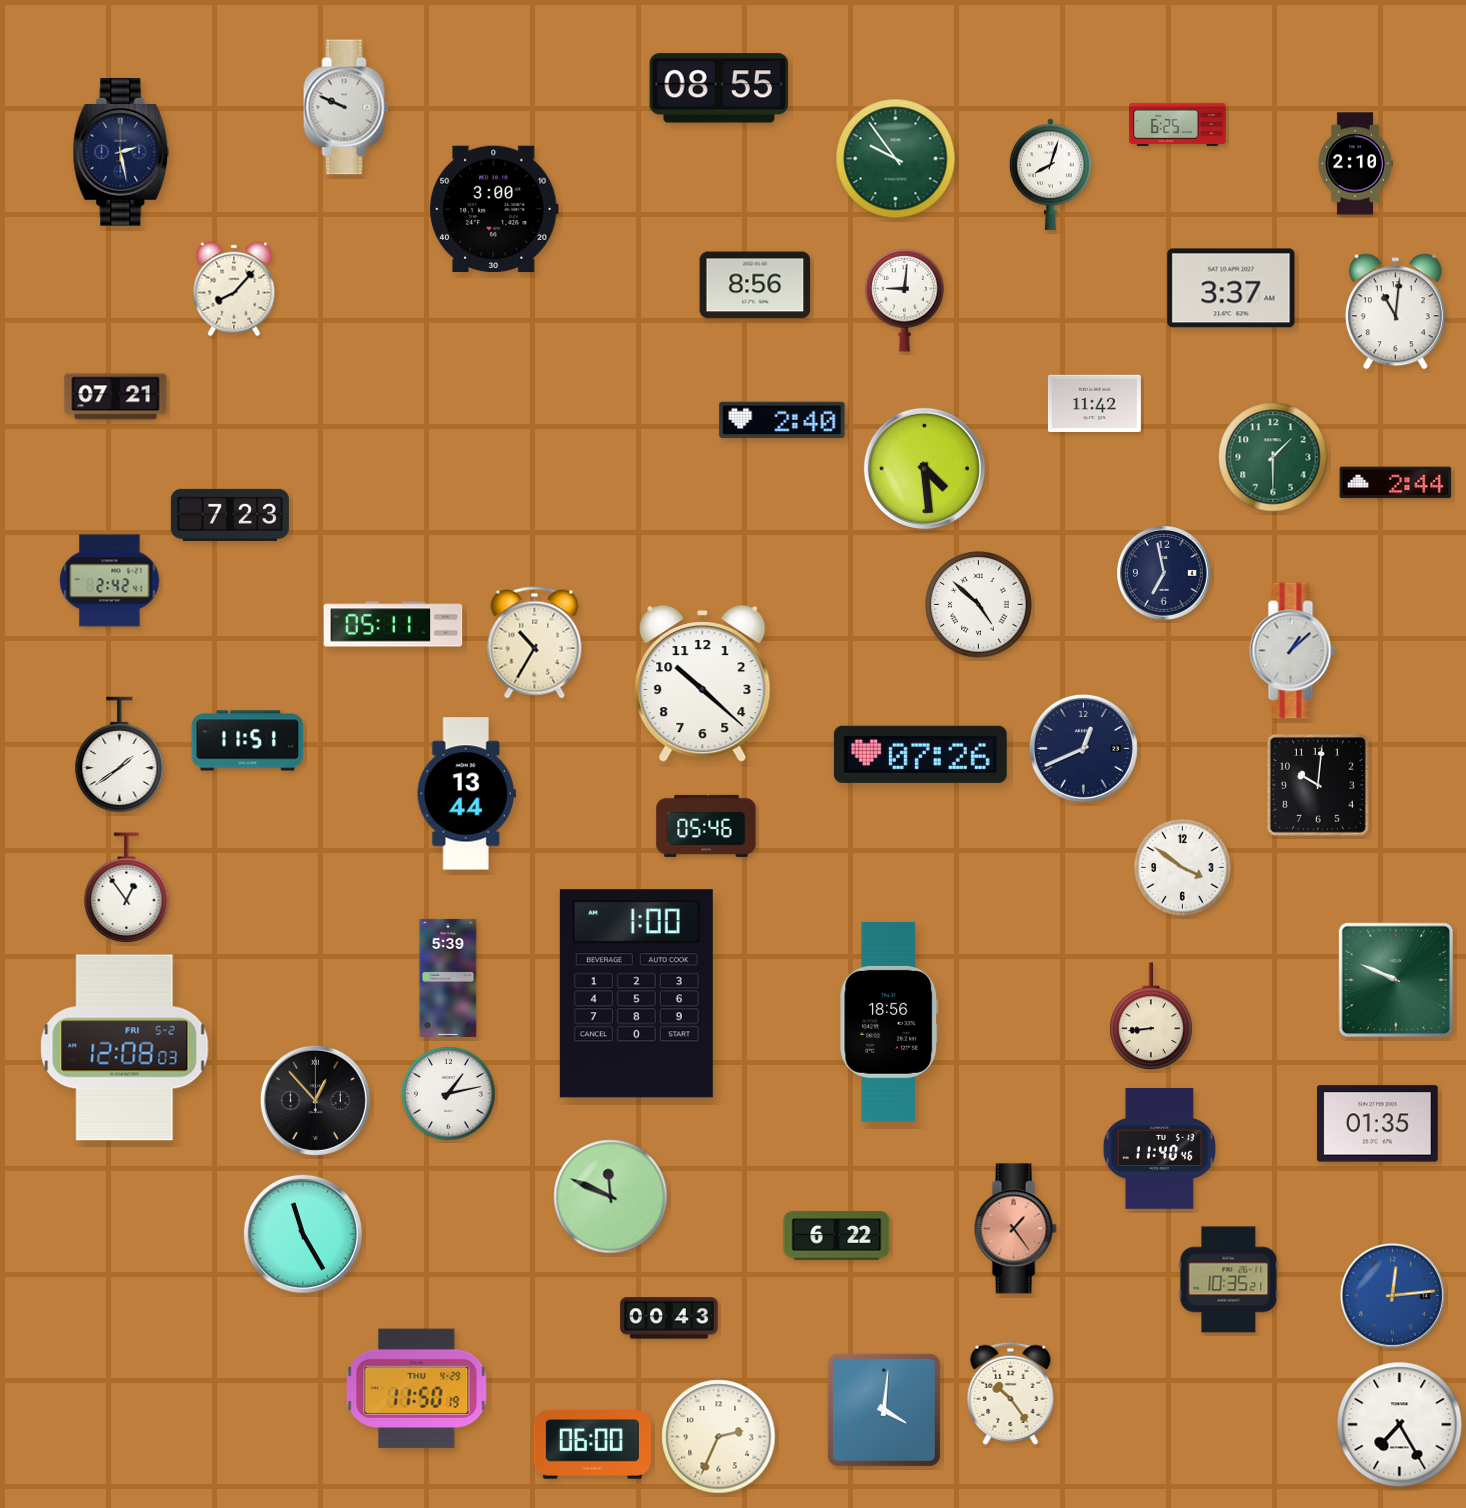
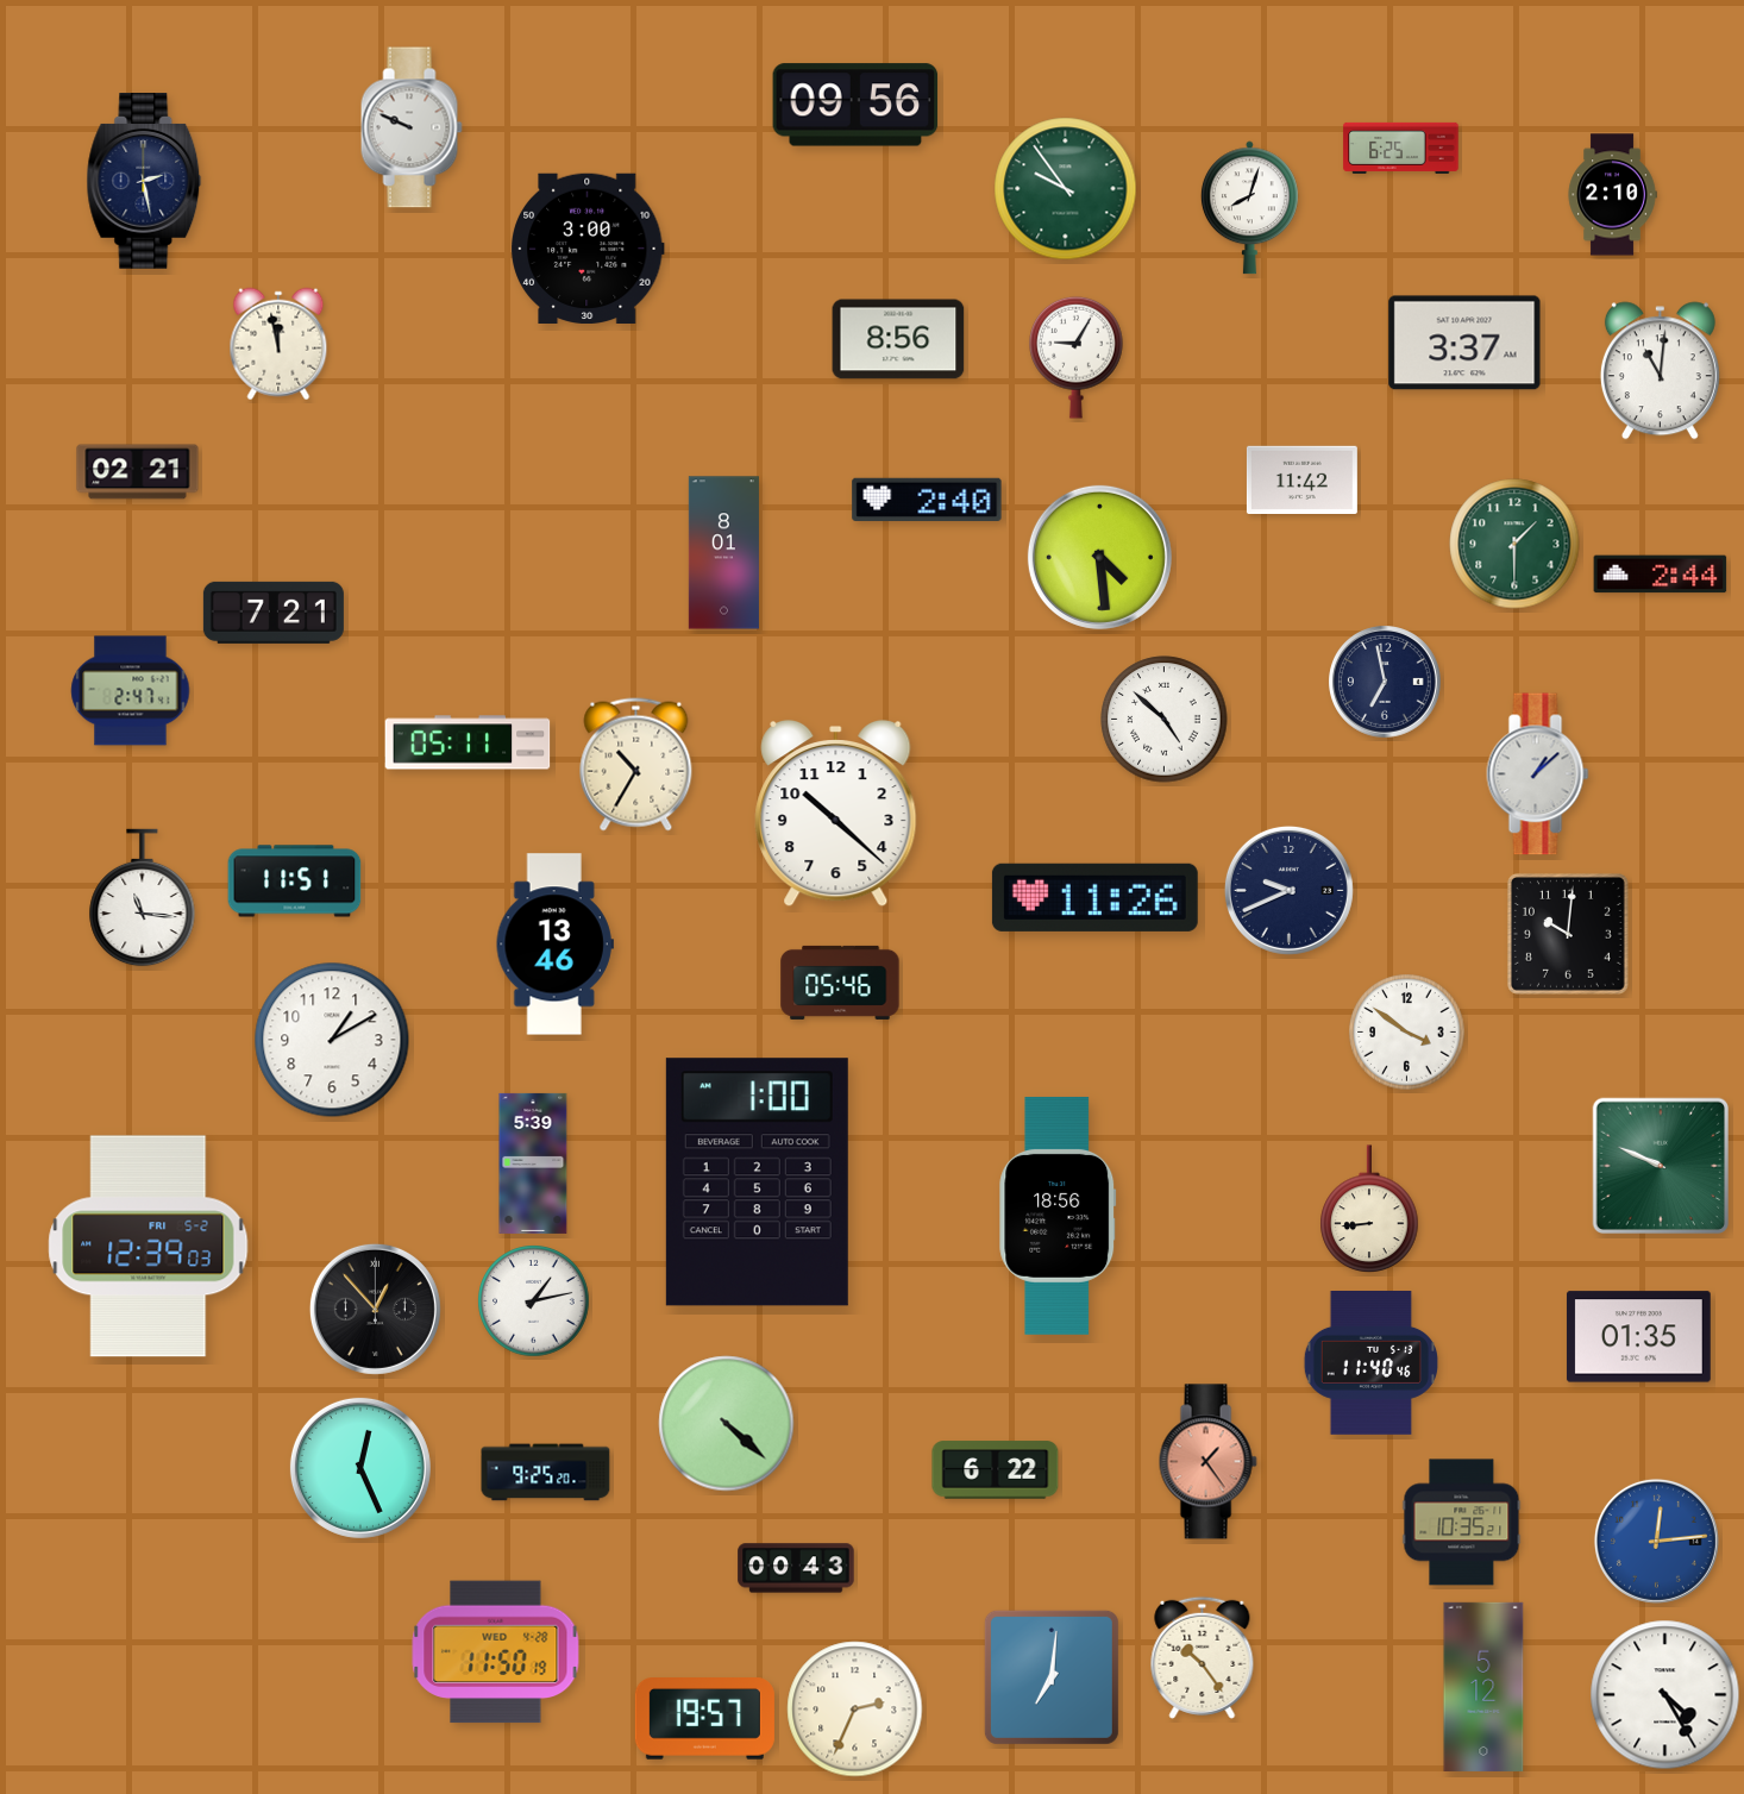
clock at (719, 88): 08:55 -> 09:56
clock at (234, 289): 8:07 -> 11:58
clock at (905, 300): 9:01 -> 9:05
clock at (116, 397): 07:21 -> 02:21
clock at (782, 420) position: (782, 420) -> (927, 500)
clock at (723, 553): none -> 8:01
clock at (230, 515): 7:23 -> 7:21
clock at (110, 581): 2:42 -> 2:47
clock at (1083, 748): 12:41 -> 9:41
clock at (920, 754): 07:26 -> 11:26
clock at (120, 755): 1:39 -> 11:16
clock at (466, 794): 13:44 -> 13:46
clock at (332, 1040): none -> 1:10
clock at (127, 887): 12:54 -> none
clock at (125, 1048): 12:08 -> 12:39
clock at (1159, 1149) position: (1159, 1149) -> (1370, 1363)
clock at (611, 1197): 11:49 -> 4:22
clock at (303, 1234): 11:25 -> 12:26
clock at (546, 1473): none -> 9:25
clock at (417, 1389) date: THU 4-29 -> WED 4-28
clock at (884, 1410): 4:01 -> 7:01
clock at (1483, 1687): none -> 5:12
clock at (1400, 1425): 7:25 -> 4:25
clock at (592, 1445): 06:00 -> 19:57
